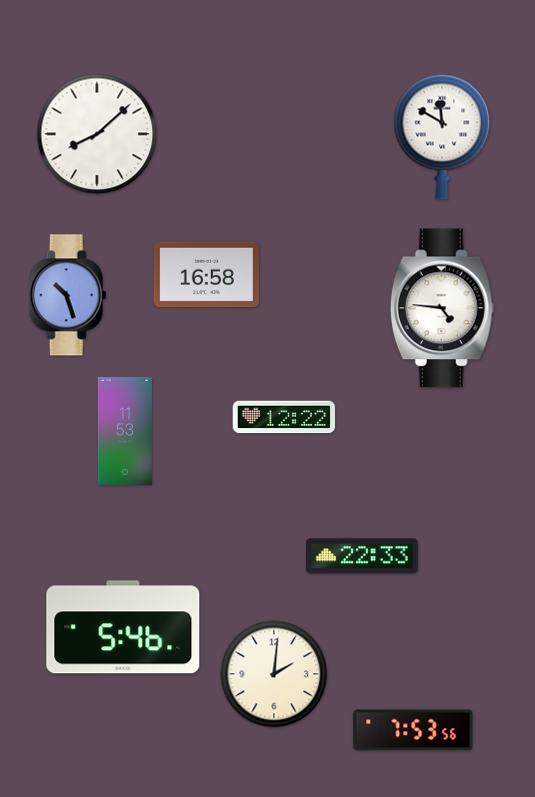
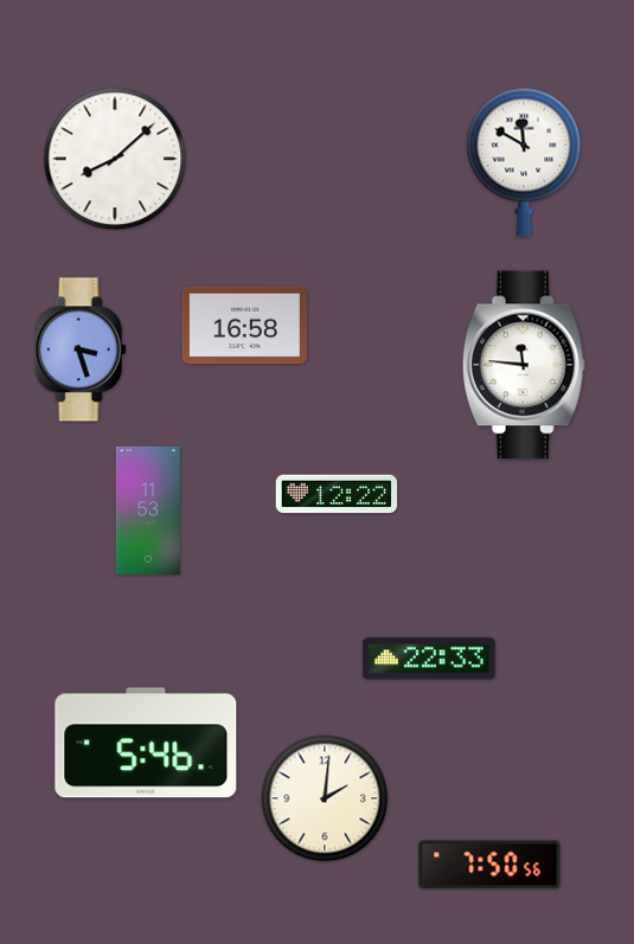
clock at (68, 295): 10:27 -> 3:27
clock at (442, 308): 4:46 -> 11:46
clock at (413, 730): 7:53 -> 7:50
